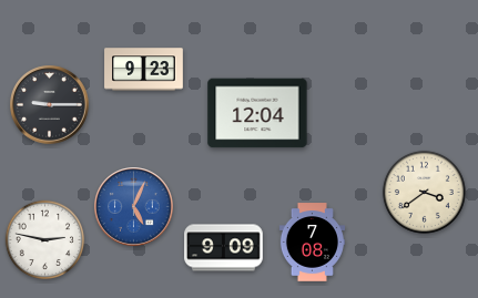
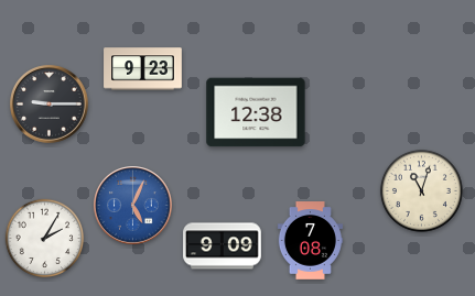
clock at (257, 113): 12:04 -> 12:38
clock at (424, 192): 3:39 -> 11:03
clock at (45, 240): 2:47 -> 2:05
